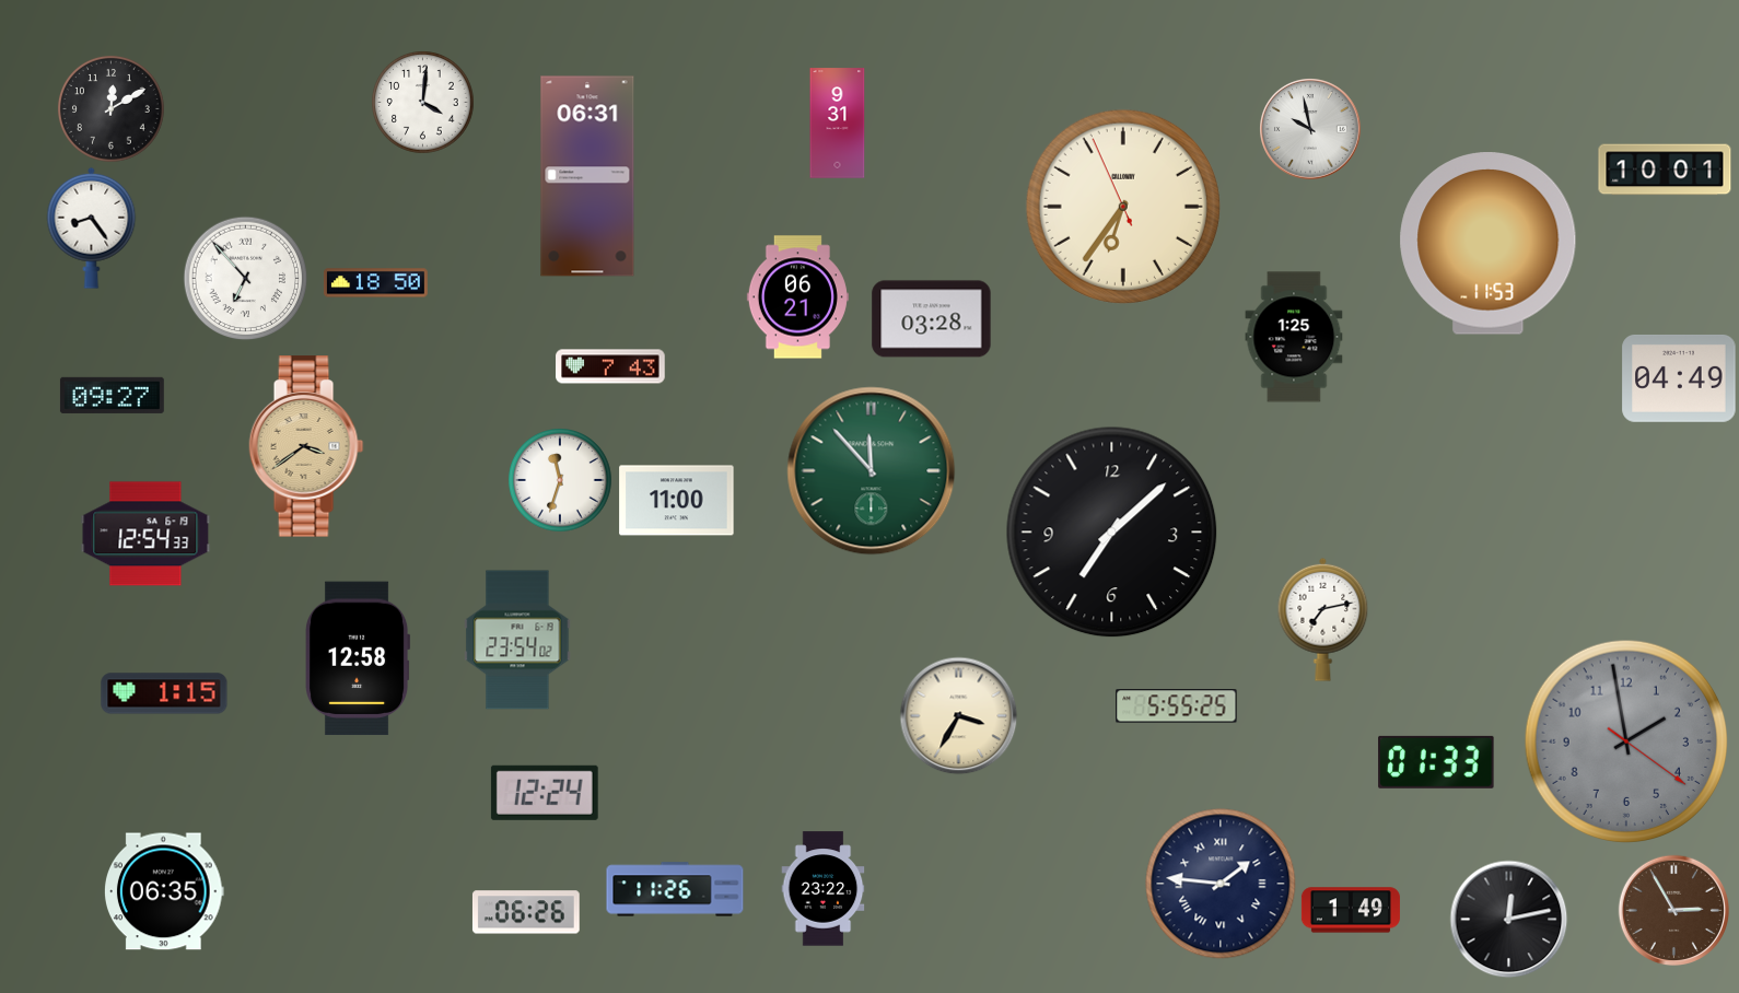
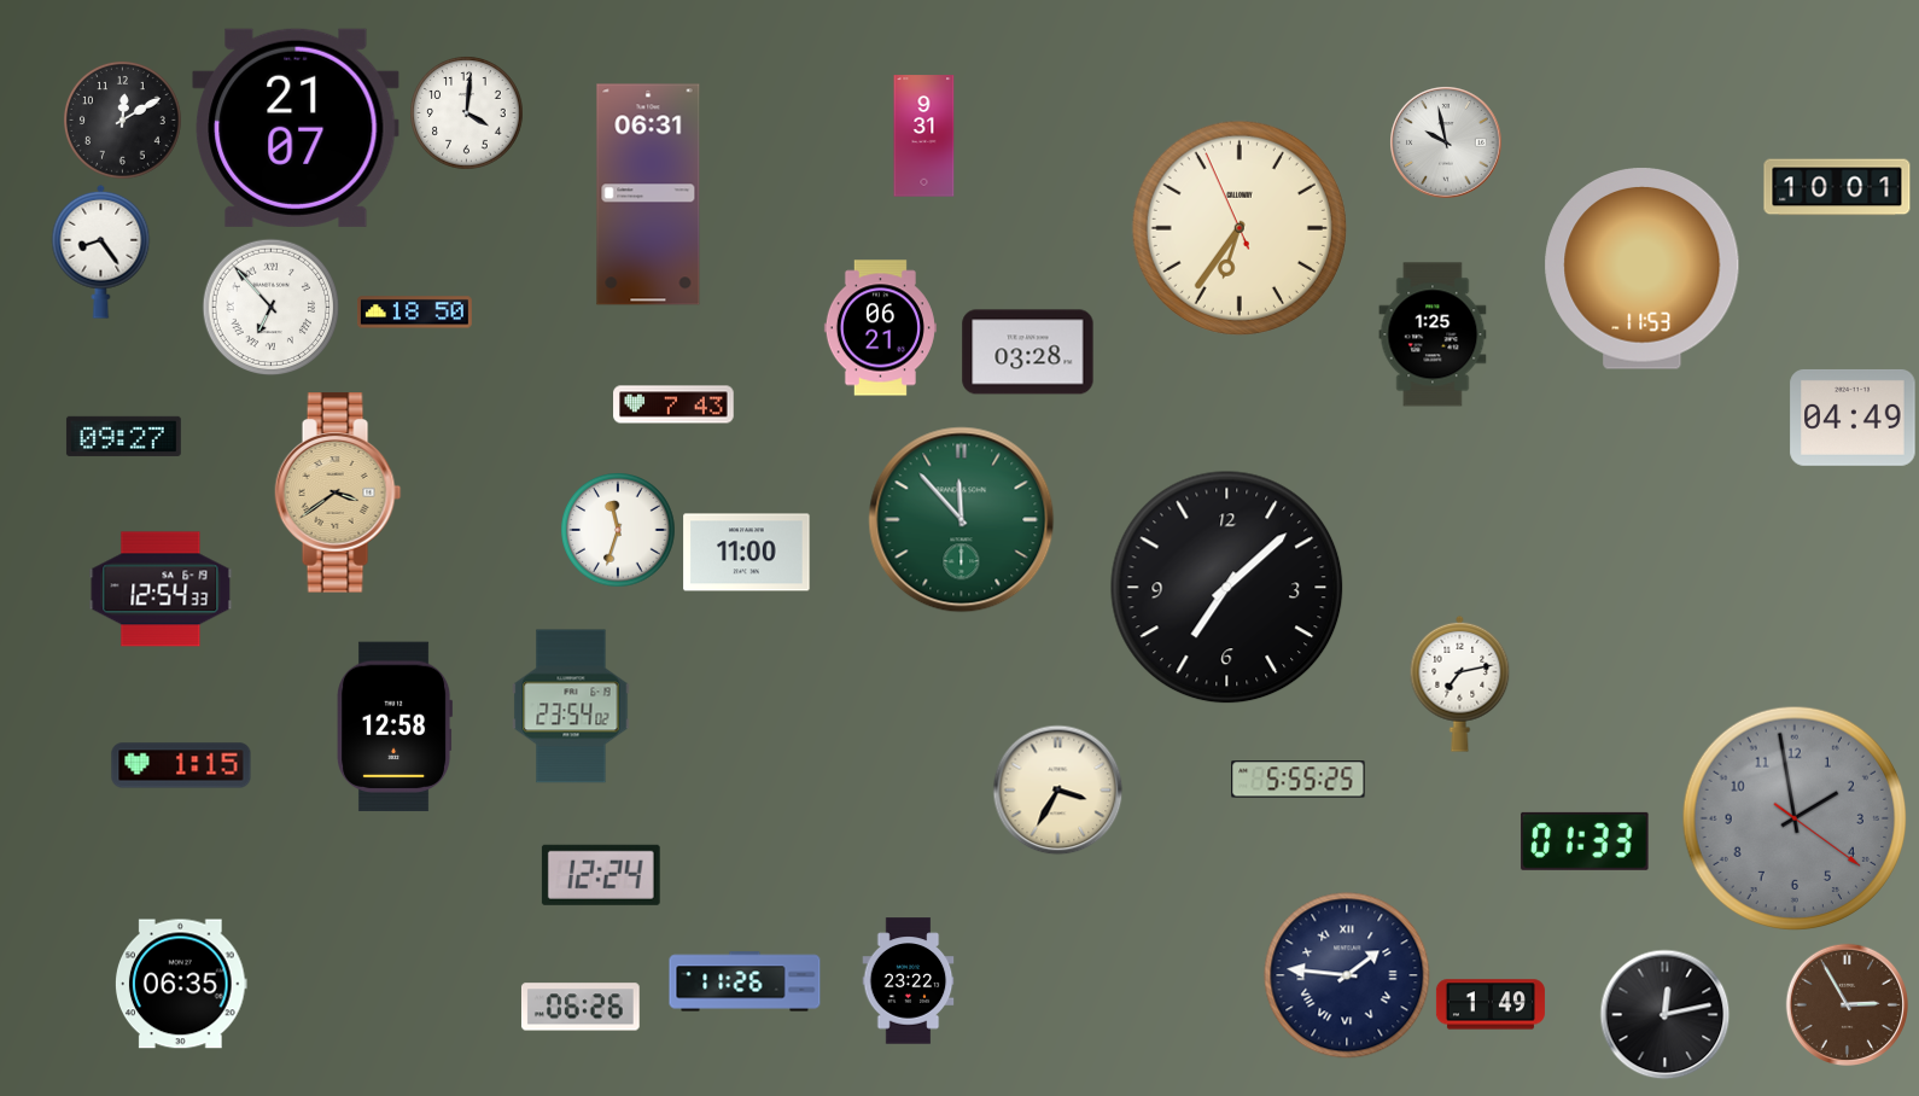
clock at (296, 128): none -> 21:07
clock at (1294, 337) position: (1294, 337) -> (1433, 334)
